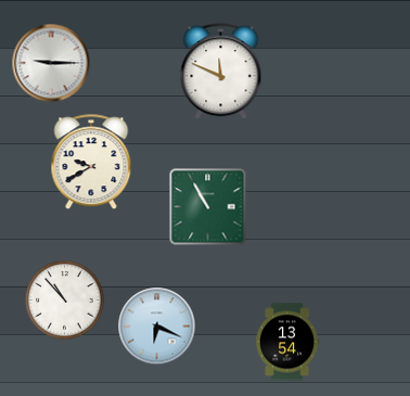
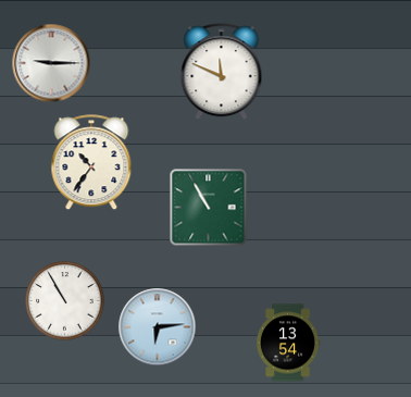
clock at (91, 163): 9:40 -> 10:36
clock at (65, 301): 10:53 -> 10:55
clock at (157, 327): 6:19 -> 6:14
